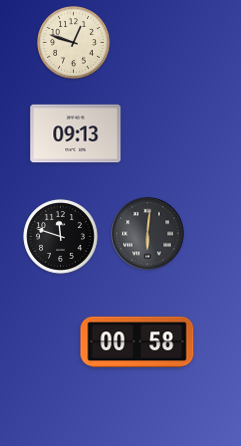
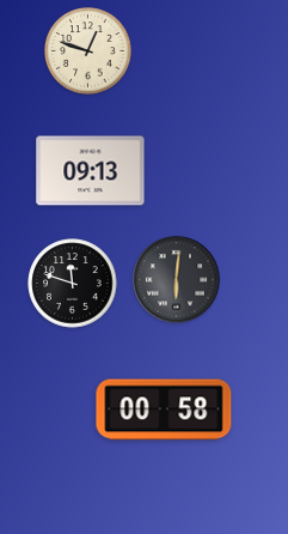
clock at (76, 134) position: (76, 134) -> (91, 171)
